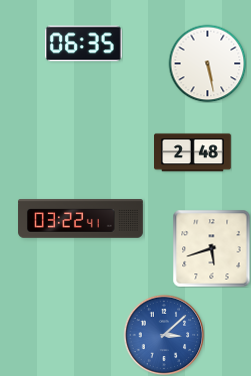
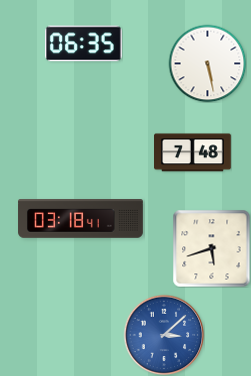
clock at (193, 153): 2:48 -> 7:48
clock at (81, 219): 03:22 -> 03:18
